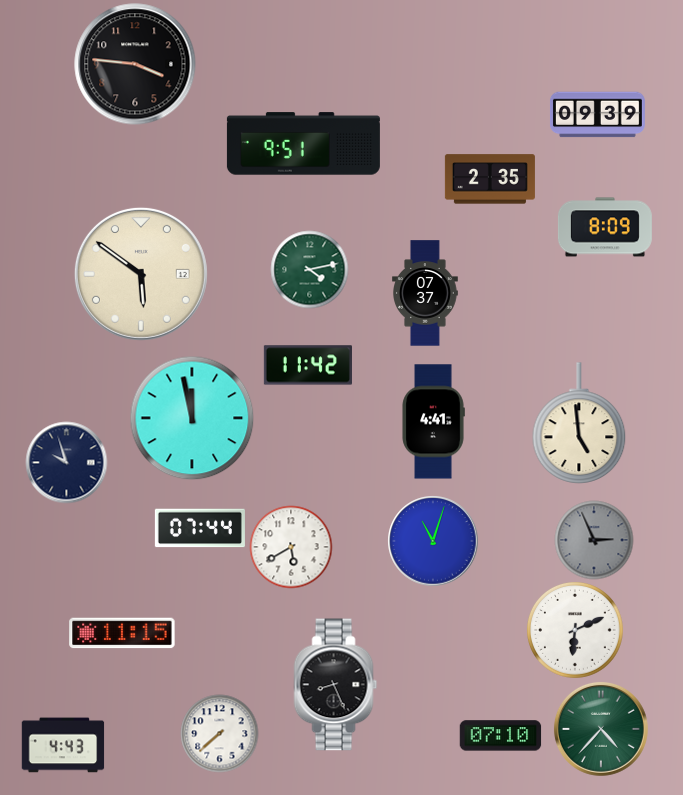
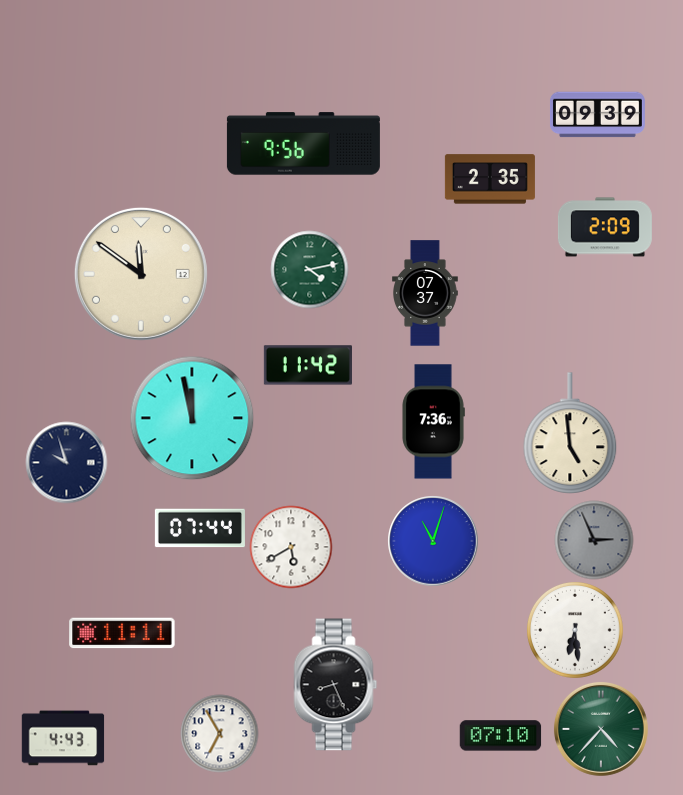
clock at (135, 64): 3:46 -> none
clock at (303, 144): 9:51 -> 9:56
clock at (605, 227): 8:09 -> 2:09
clock at (141, 274): 5:51 -> 11:51
clock at (433, 422): 4:41 -> 7:36
clock at (579, 423) position: (579, 423) -> (570, 433)
clock at (575, 630): 6:11 -> 6:29
clock at (122, 633): 11:15 -> 11:11
clock at (219, 733): 7:38 -> 6:55
clock at (63, 745) position: (63, 745) -> (63, 738)
